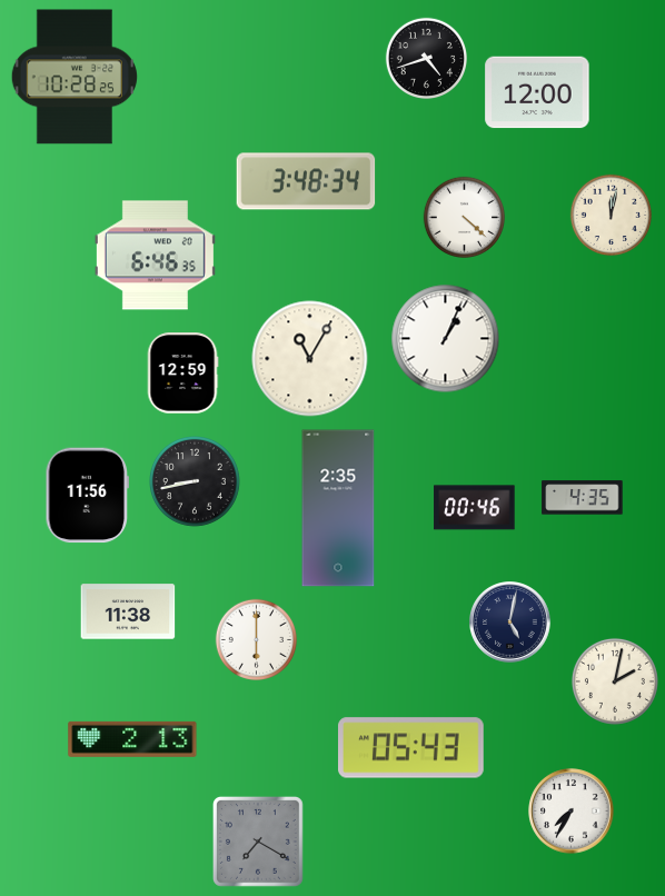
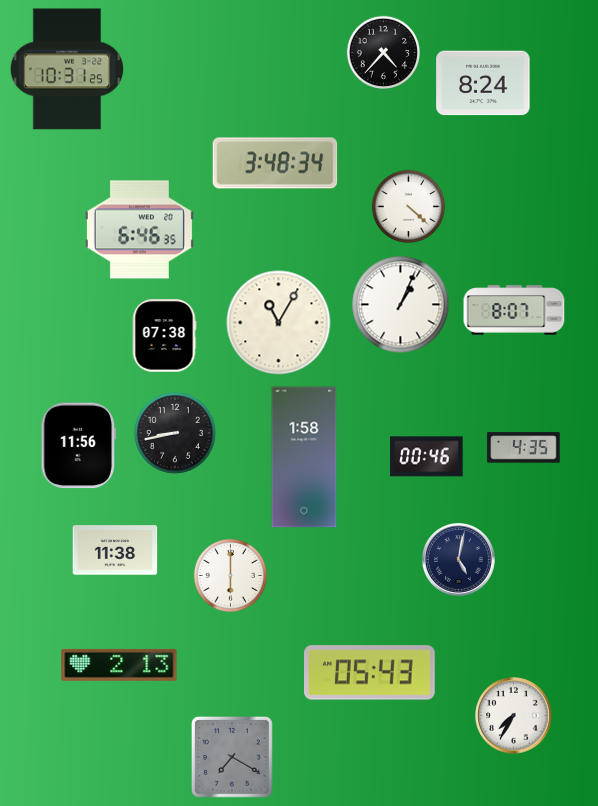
clock at (426, 58): 4:42 -> 4:37
clock at (75, 77): 10:28 -> 10:31
clock at (537, 92): 12:00 -> 8:24
clock at (611, 215): 12:02 -> none
clock at (464, 217) position: (464, 217) -> (408, 206)
clock at (514, 310): none -> 8:07
clock at (182, 374): 12:59 -> 07:38
clock at (338, 508): 2:35 -> 1:58
clock at (615, 681): 2:02 -> none
clock at (572, 812) position: (572, 812) -> (514, 716)
